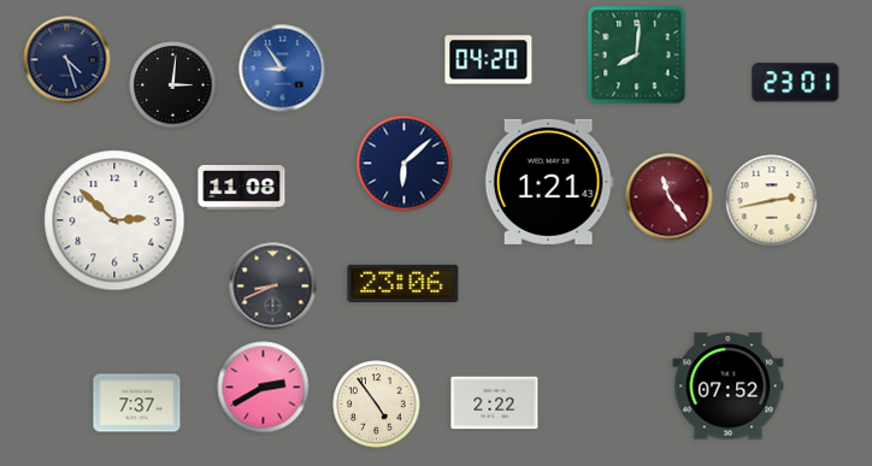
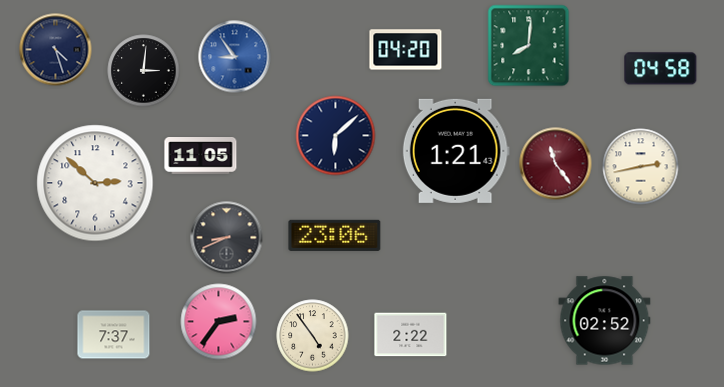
clock at (796, 83): 23:01 -> 04:58
clock at (242, 188): 11:08 -> 11:05
clock at (729, 387): 07:52 -> 02:52
clock at (264, 388): 2:40 -> 2:36
